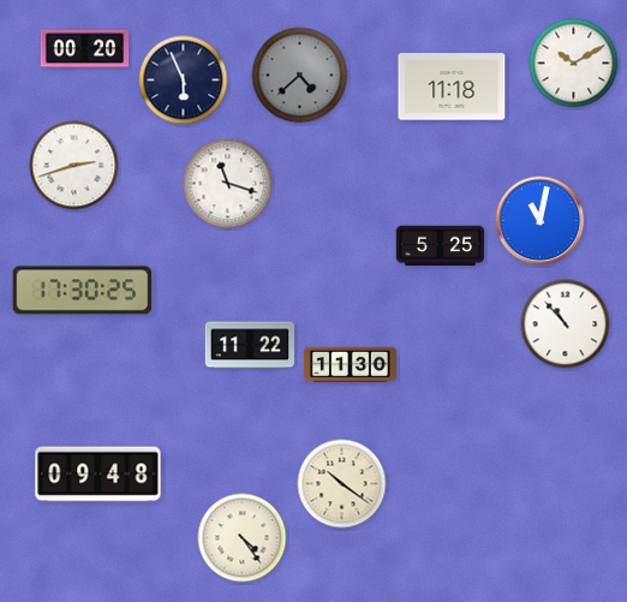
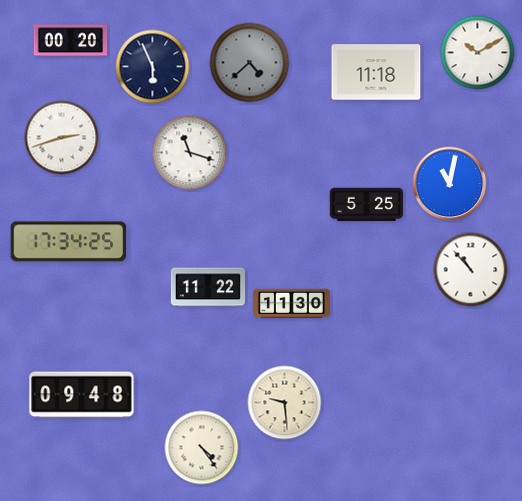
clock at (83, 291): 17:30 -> 17:34
clock at (342, 484): 10:21 -> 9:29
